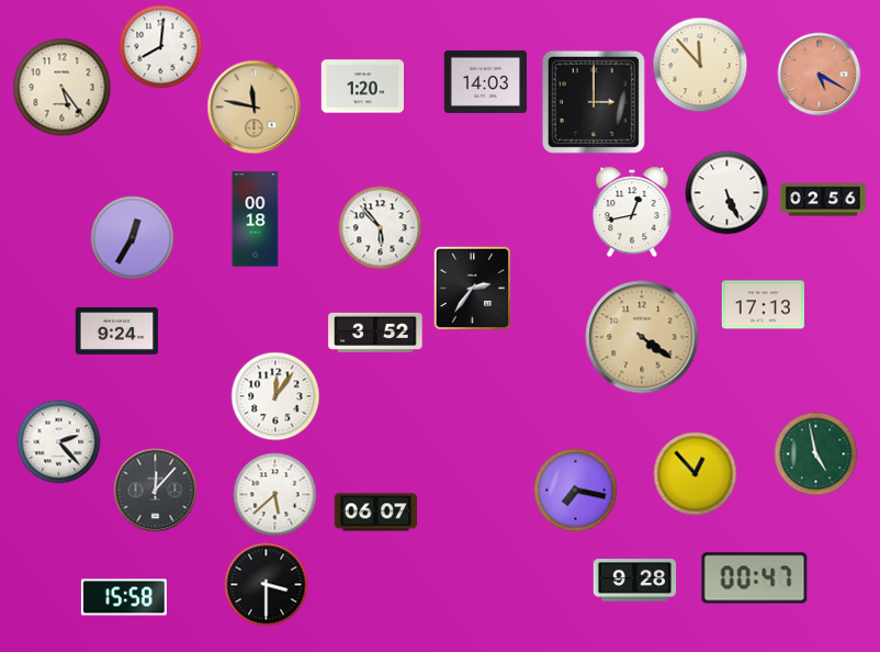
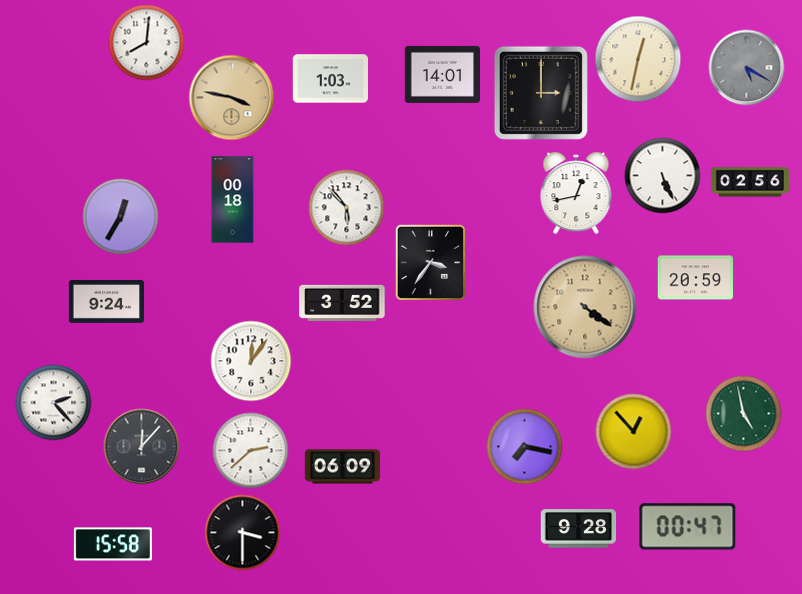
clock at (700, 65): 11:53 -> 12:32
clock at (820, 75) dial: salmon -> grey
clock at (485, 81): 14:03 -> 14:01
clock at (363, 87): 1:20 -> 1:03
clock at (63, 88): 5:24 -> none
clock at (255, 108): 11:47 -> 3:47
clock at (473, 289): 2:36 -> 3:36
clock at (763, 305): 17:13 -> 20:59
clock at (275, 495): 5:38 -> 2:38
clock at (376, 513): 06:07 -> 06:09
